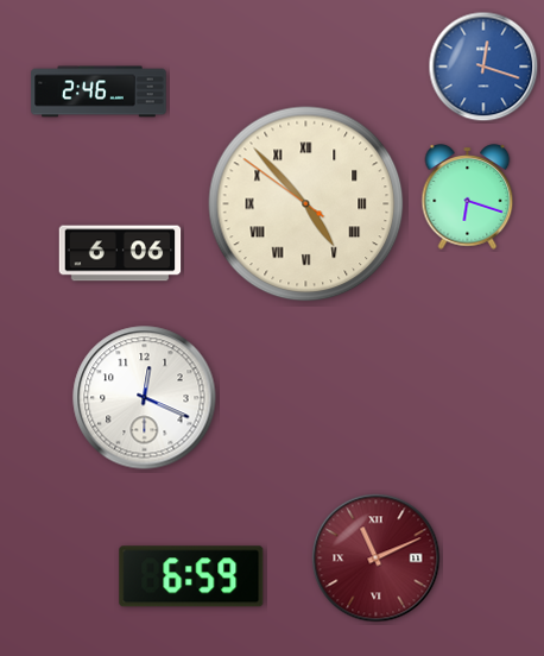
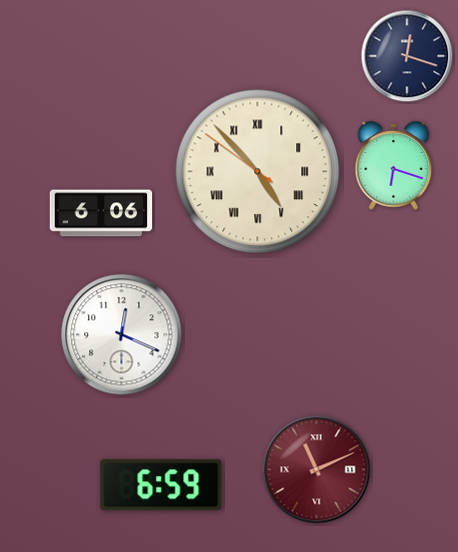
clock at (483, 67) dial: blue -> navy
clock at (99, 92): 2:46 -> none
